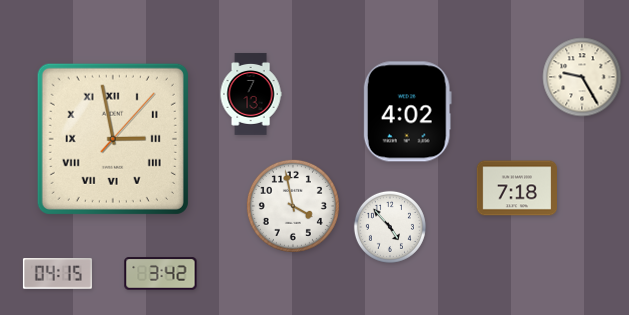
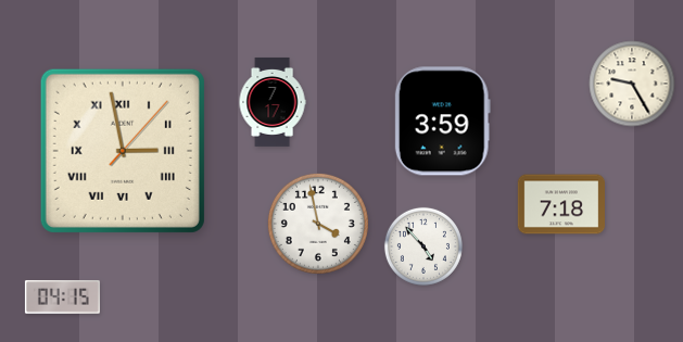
clock at (251, 94): 7:13 -> 7:17
clock at (407, 112): 4:02 -> 3:59
clock at (161, 274): 3:42 -> none
